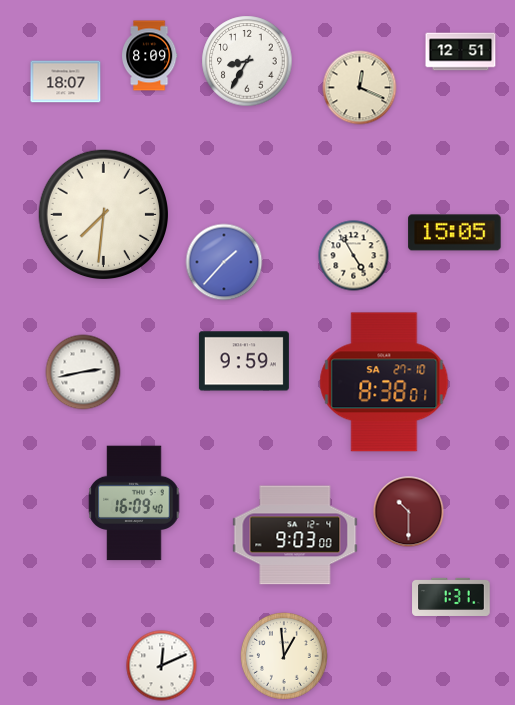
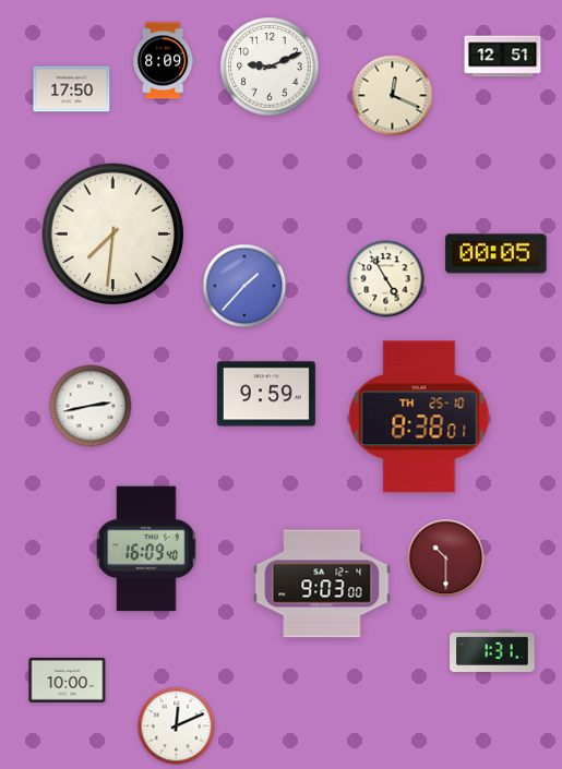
clock at (247, 61): 8:35 -> 9:11
clock at (66, 82): 18:07 -> 17:50
clock at (455, 233): 15:05 -> 00:05
clock at (384, 382) date: SA 27-10 -> TH 25-10
clock at (68, 680): none -> 10:00
clock at (284, 656): 12:59 -> none
